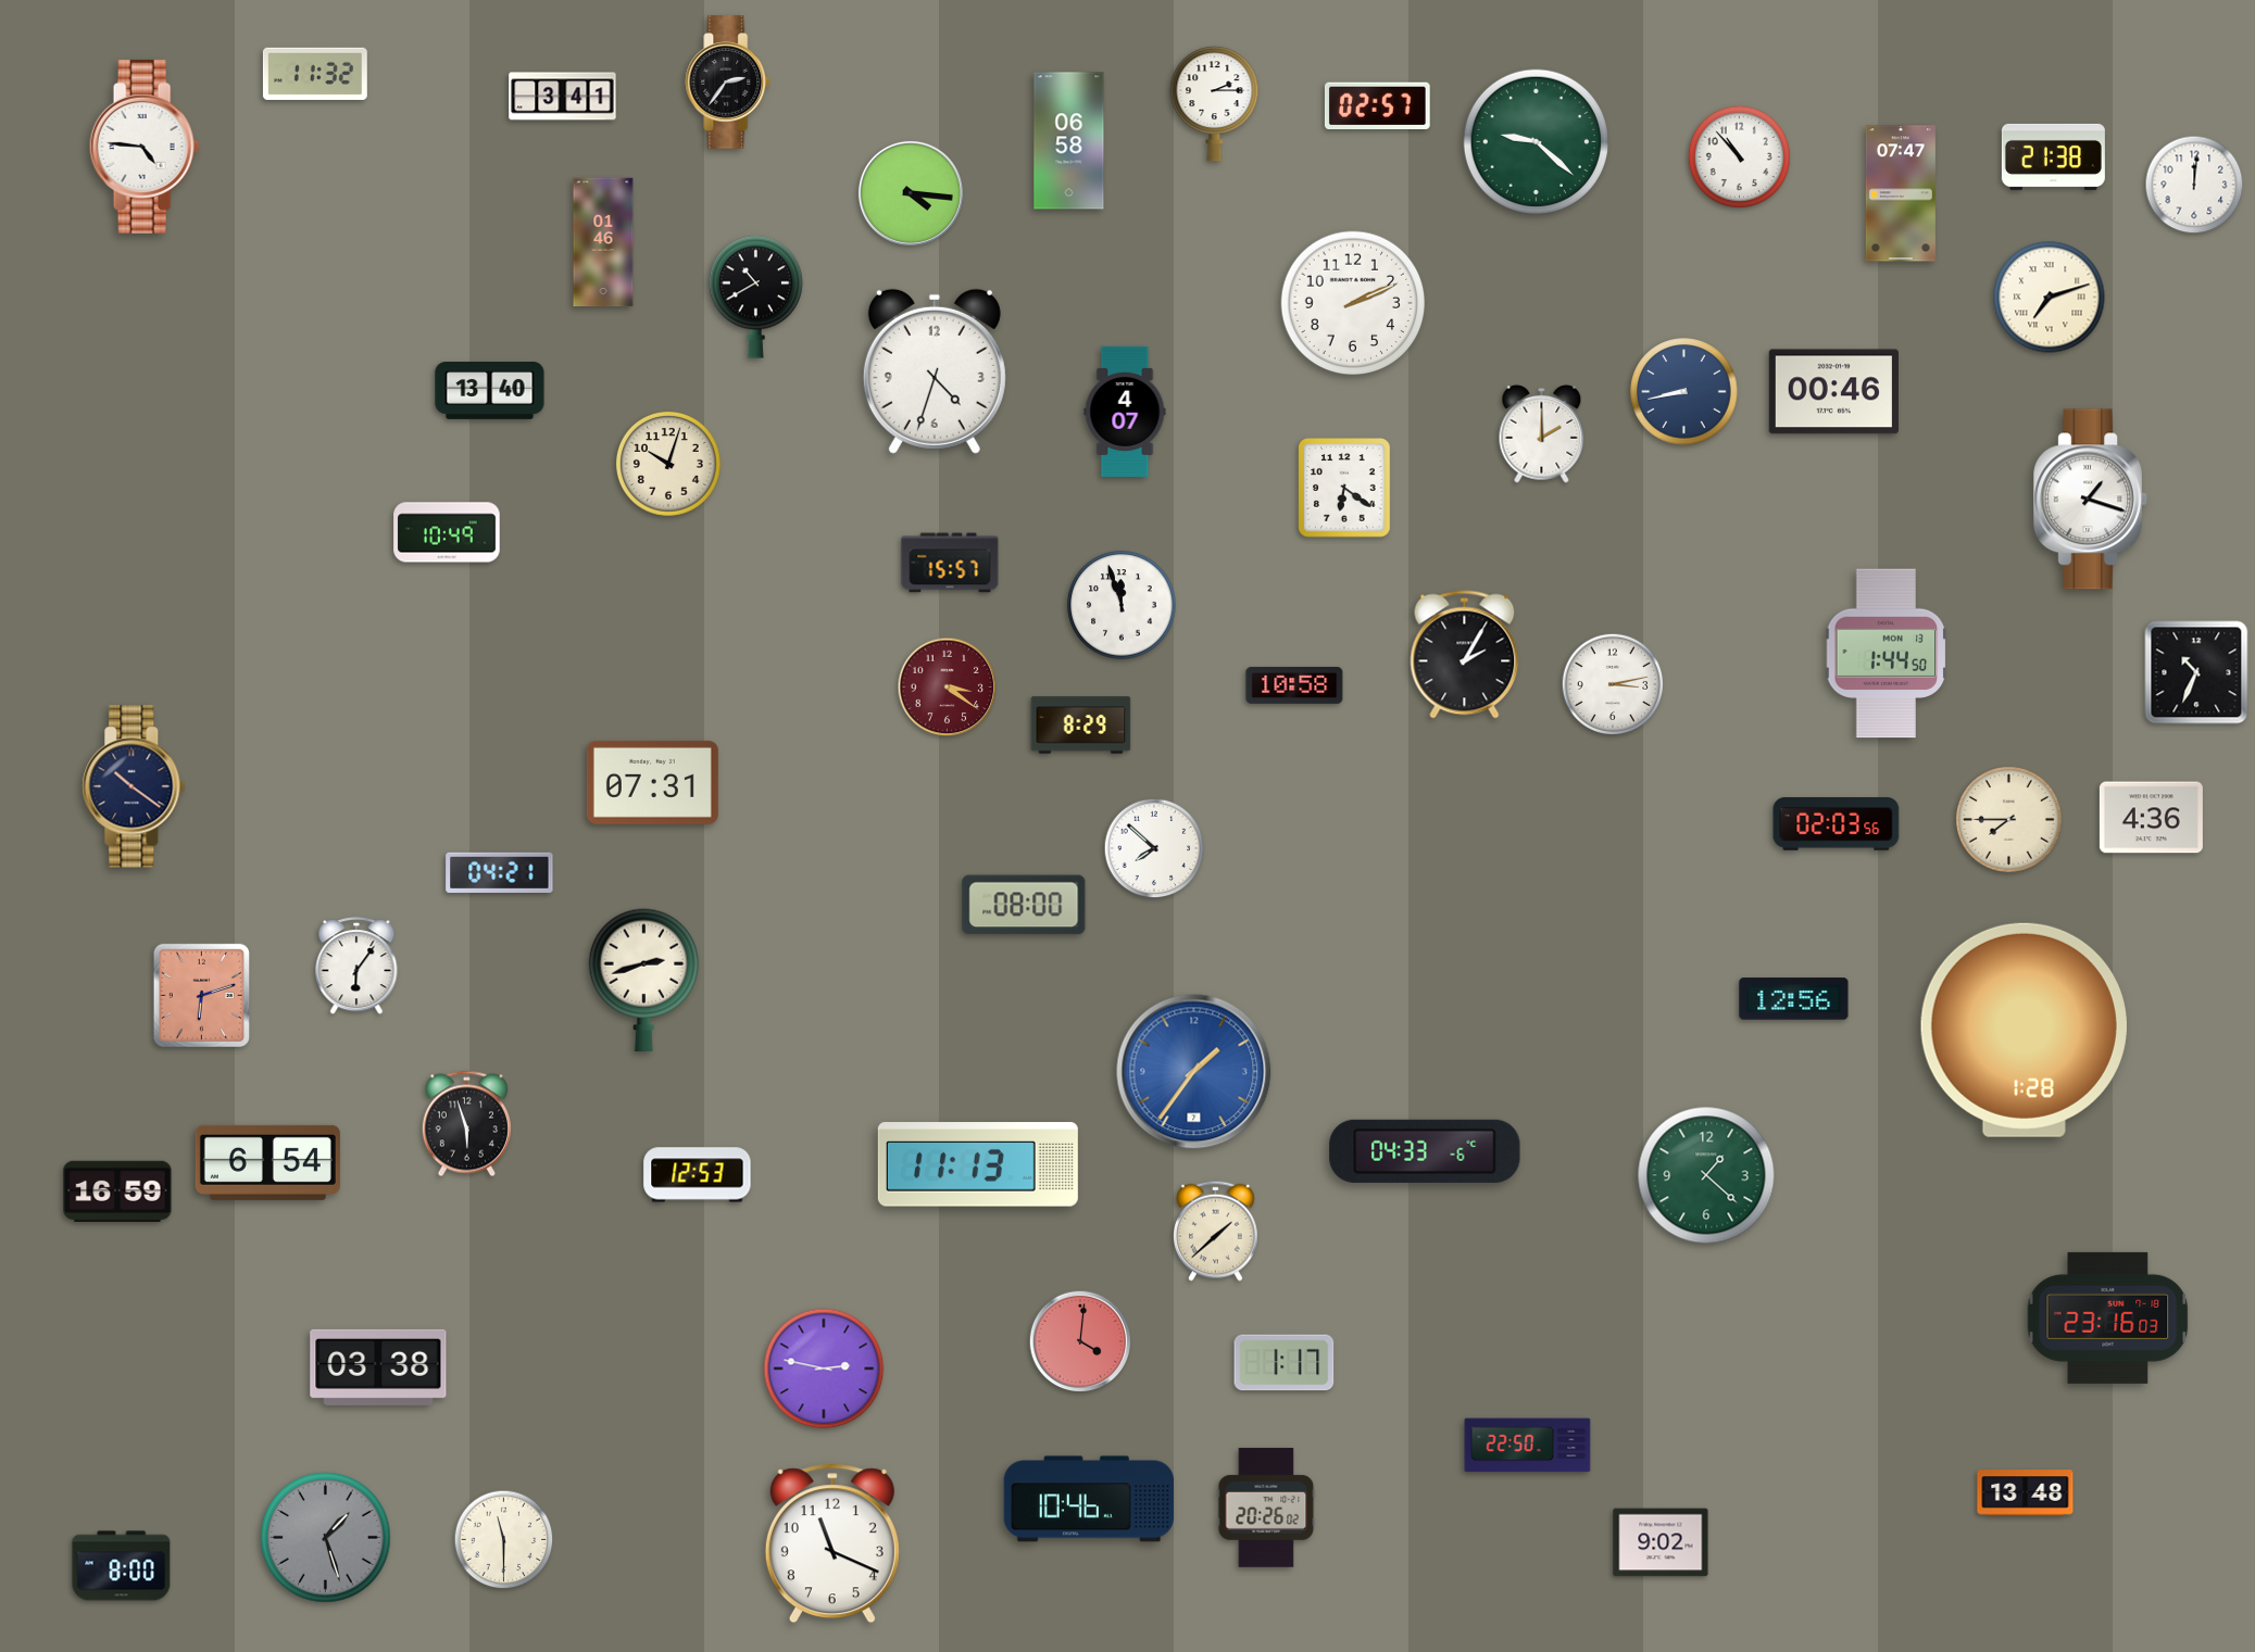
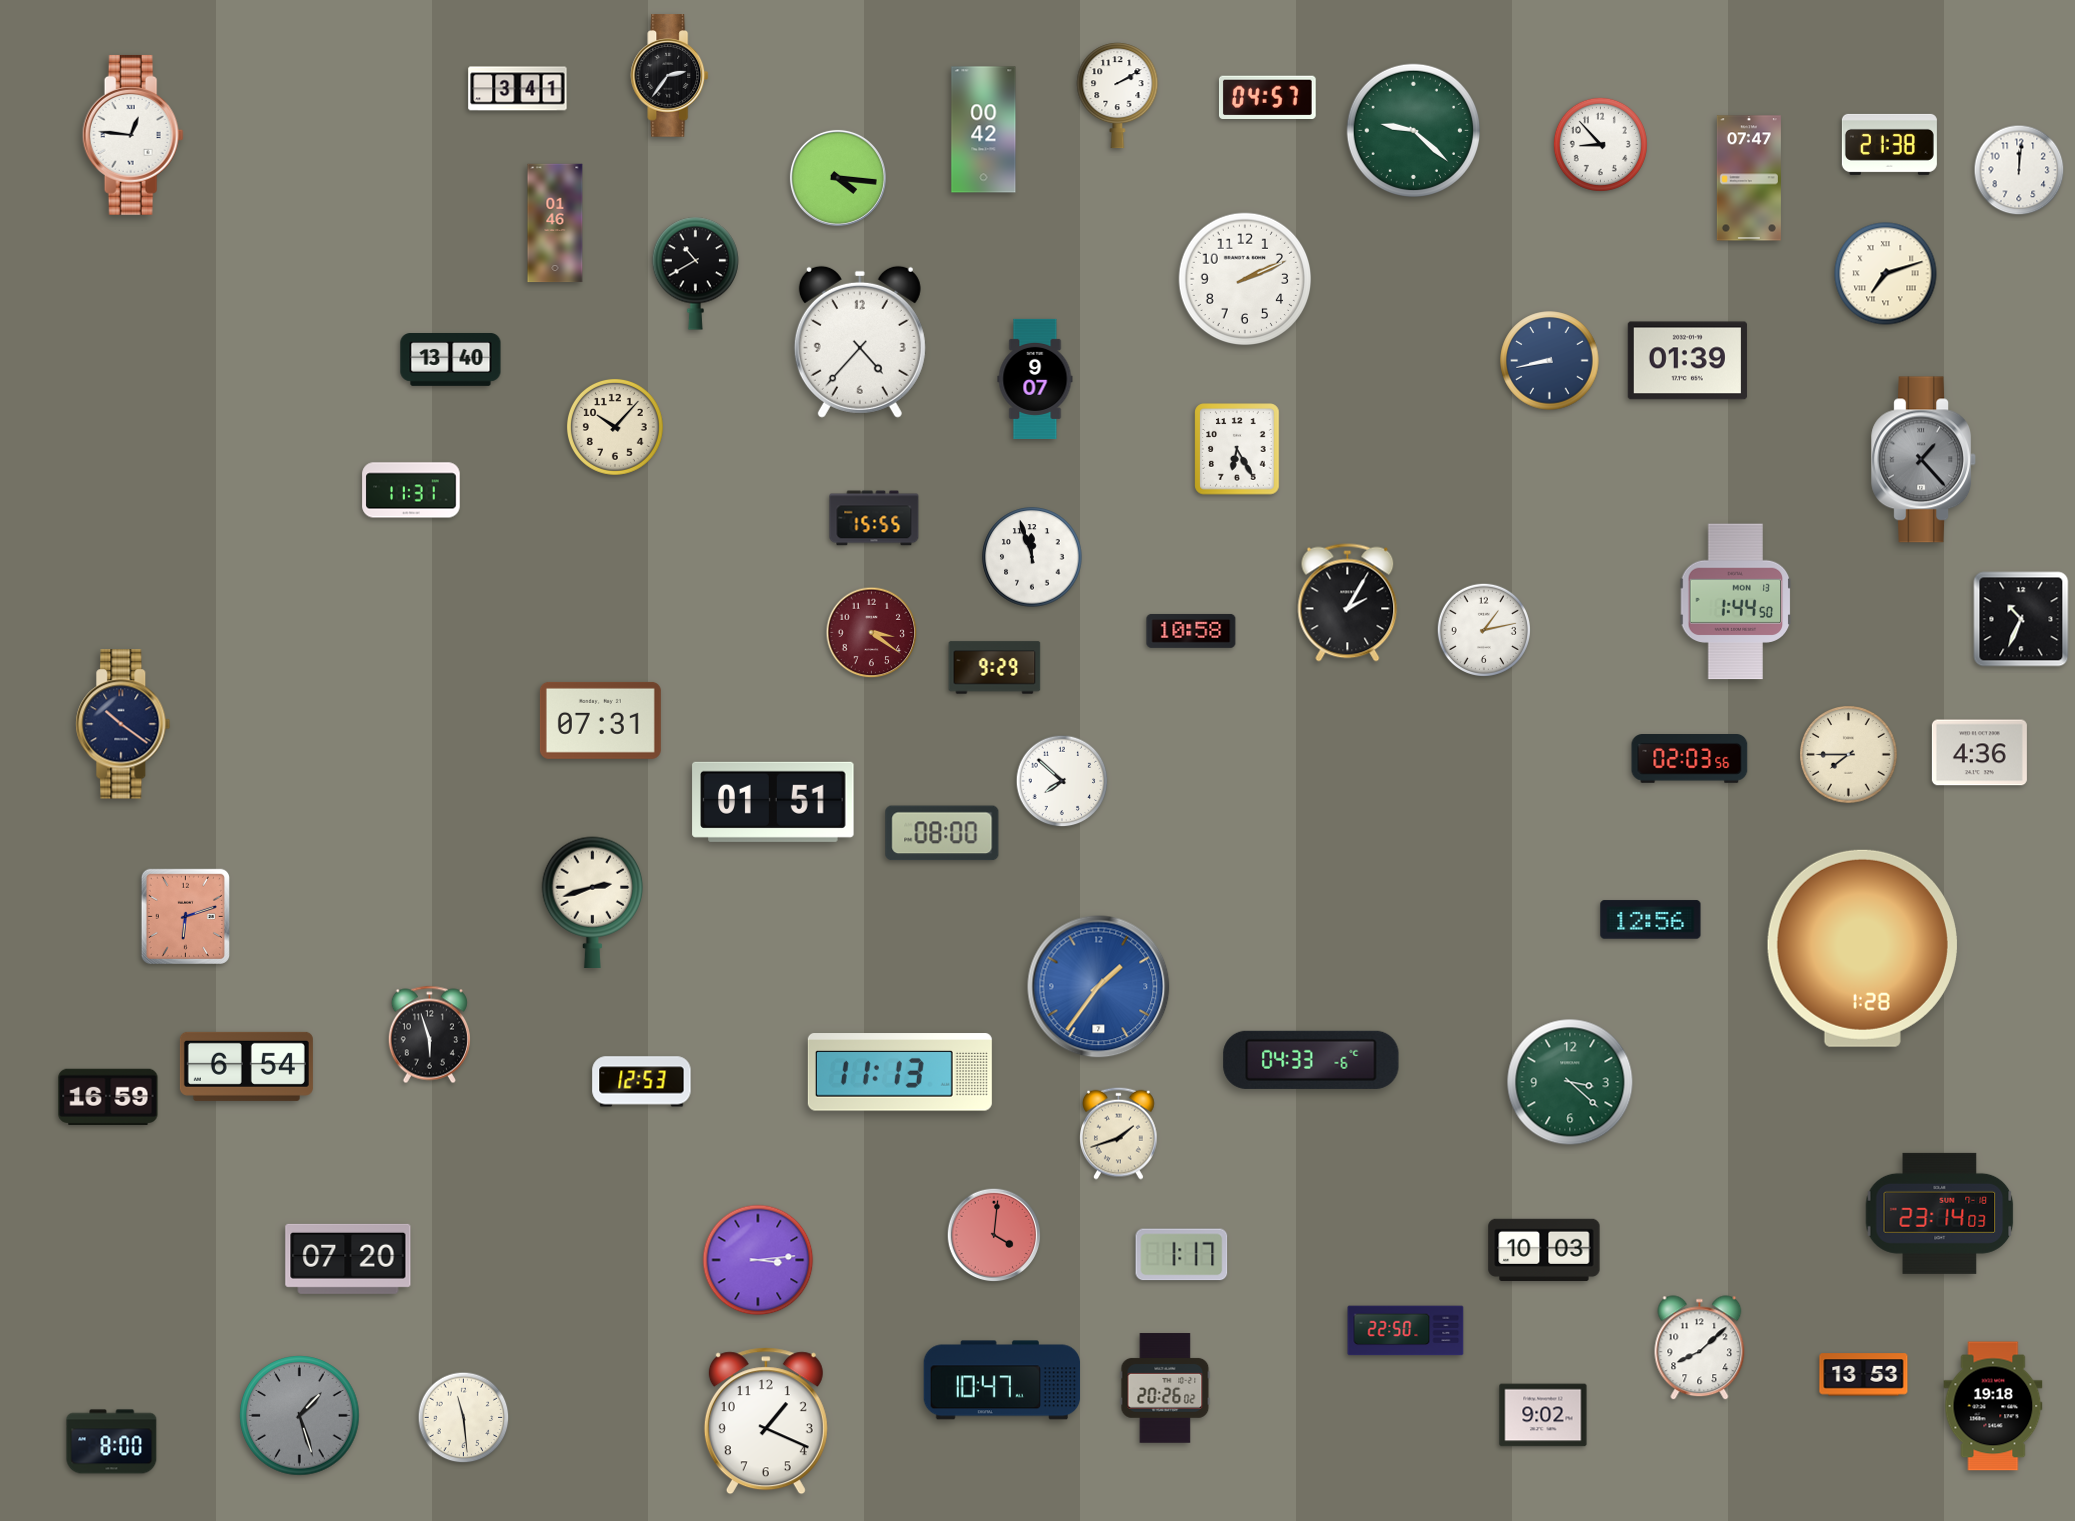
clock at (315, 74): 11:32 -> none
clock at (1215, 104): 2:15 -> 2:10
clock at (1377, 105): 02:57 -> 04:57
clock at (1069, 141): 06:58 -> 00:42
clock at (145, 147): 4:46 -> 12:46
clock at (1739, 156): 10:53 -> 8:53
clock at (935, 371): 4:33 -> 4:37
clock at (1833, 392): 00:46 -> 01:39
clock at (1125, 412): 4:07 -> 9:07
clock at (1542, 433): 2:00 -> none
clock at (668, 464): 10:03 -> 10:07
clock at (1344, 488): 6:21 -> 6:25
clock at (2091, 500): 1:18 -> 1:23
clock at (2091, 500) dial: white -> grey
clock at (447, 532): 10:49 -> 11:31
clock at (950, 563): 15:57 -> 15:55
clock at (1612, 683): 3:13 -> 1:13
clock at (1081, 726): 8:29 -> 9:29
clock at (773, 802): none -> 01:51
clock at (500, 872): 04:21 -> none
clock at (356, 967): 6:06 -> none
clock at (267, 1162) position: (267, 1162) -> (246, 1066)
clock at (1706, 1175): 1:22 -> 3:22
clock at (1216, 1231): 1:38 -> 1:42
clock at (2108, 1317): 23:16 -> 23:14
clock at (1544, 1249): none -> 10:03
clock at (378, 1367): 03:38 -> 07:20
clock at (824, 1369): 2:47 -> 3:14
clock at (1700, 1348): none -> 8:08
clock at (2026, 1493): 13:48 -> 13:53
clock at (1089, 1499): 10:46 -> 10:47
clock at (1993, 1406): none -> 19:18
clock at (504, 1540): 11:30 -> 11:29
clock at (1661, 1542) position: (1661, 1542) -> (1543, 1415)
clock at (832, 1543): 11:19 -> 1:19
